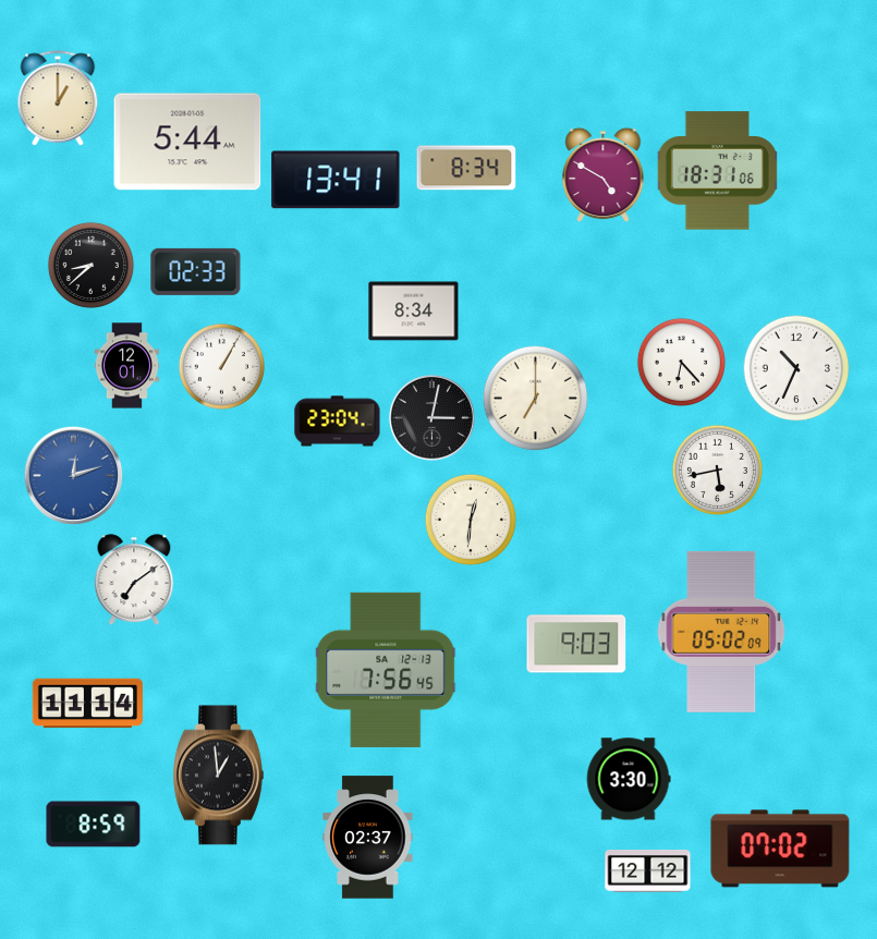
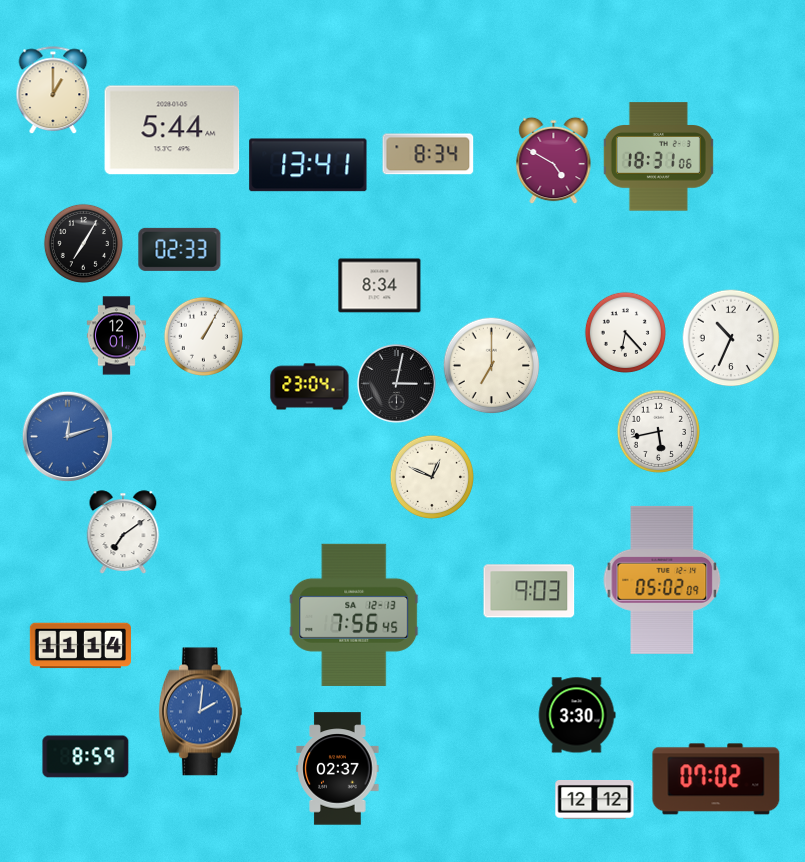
clock at (90, 265): 8:38 -> 7:05
clock at (470, 519): 12:31 -> 12:49
clock at (218, 776): 12:59 -> 2:01
clock at (218, 776) dial: black -> blue
